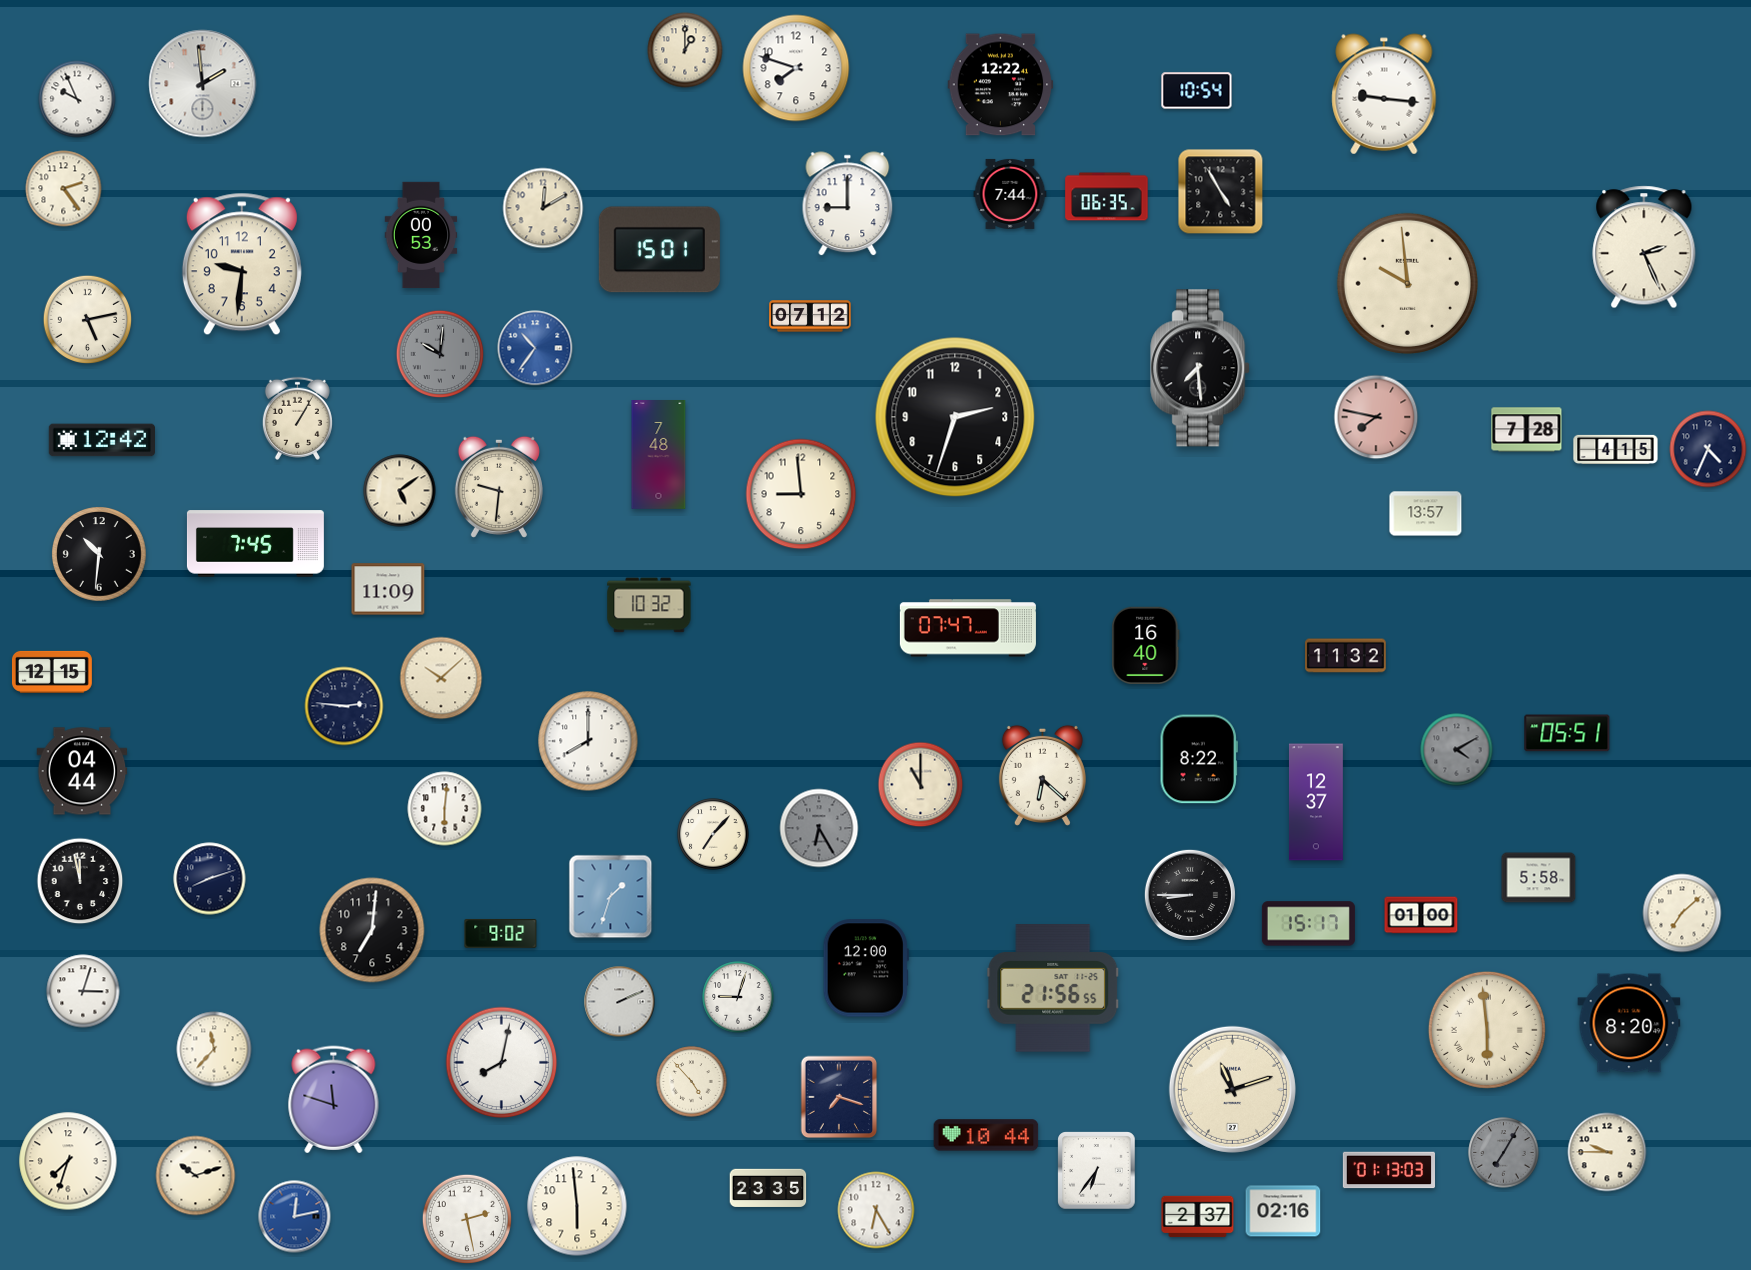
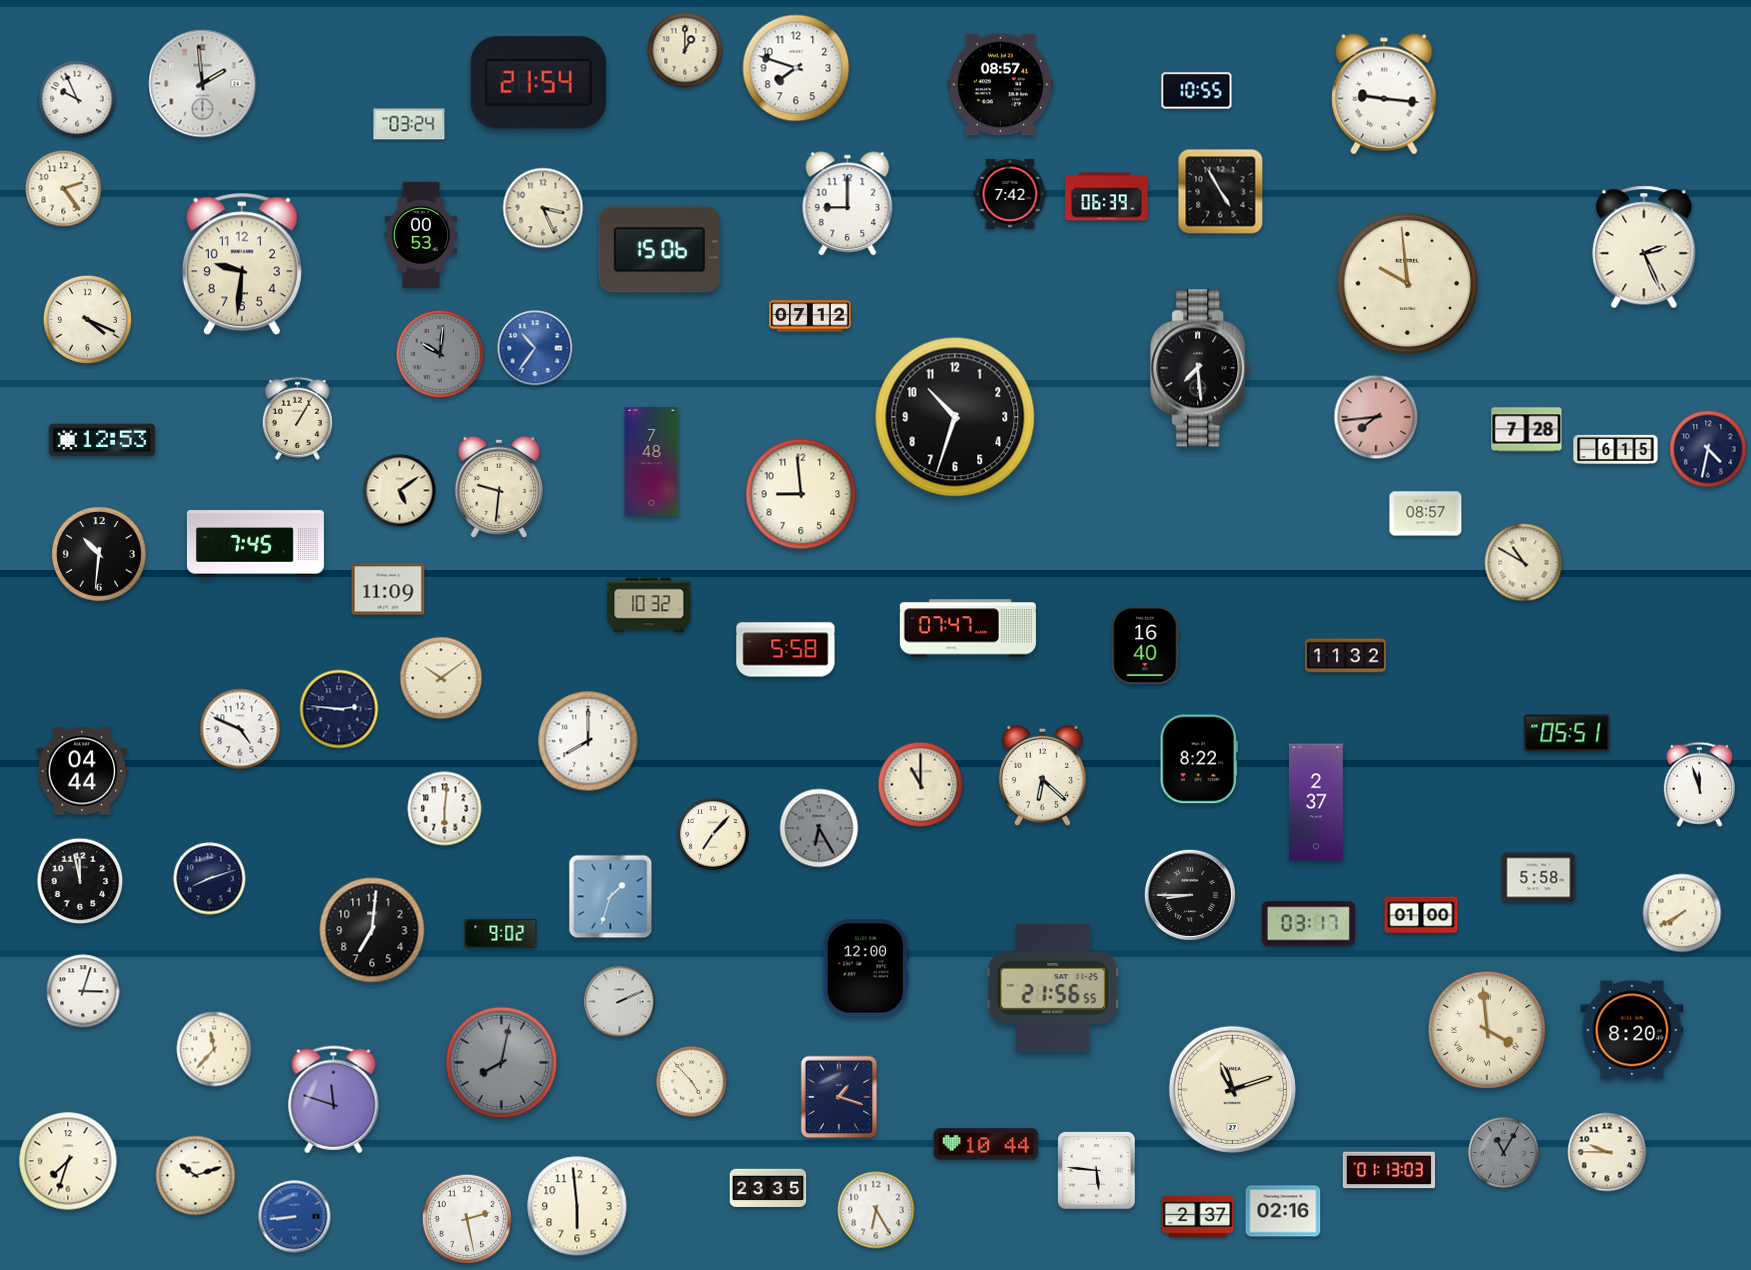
clock at (538, 83): none -> 21:54
clock at (1001, 85): 12:22 -> 08:57
clock at (1197, 91): 10:54 -> 10:55
clock at (409, 124): none -> 03:24
clock at (1010, 194): 7:44 -> 7:42
clock at (1107, 197): 06:35 -> 06:39
clock at (543, 208): 12:10 -> 3:26
clock at (659, 250): 15:01 -> 15:06
clock at (88, 320): 5:13 -> 4:19
clock at (955, 417): 2:33 -> 10:33
clock at (1376, 417): 7:47 -> 7:44
clock at (101, 440): 12:42 -> 12:53
clock at (1616, 449): 4:15 -> 6:15
clock at (1708, 449): 4:34 -> 4:32
clock at (659, 455) position: (659, 455) -> (652, 462)
clock at (1426, 514): 13:57 -> 08:57
clock at (1524, 563): none -> 10:50
clock at (786, 650): none -> 5:58
clock at (52, 672): 12:15 -> none
clock at (441, 678): 10:08 -> 10:09
clock at (344, 706) position: (344, 706) -> (339, 709)
clock at (240, 729): none -> 4:49
clock at (1457, 750): 4:10 -> none
clock at (1699, 784): none -> 11:57
clock at (1316, 802): 12:37 -> 2:37
clock at (1682, 913): 7:08 -> 7:40
clock at (1308, 924): 15:17 -> 03:17
clock at (738, 997): 9:03 -> none
clock at (1629, 1023) position: (1629, 1023) -> (1632, 1030)
clock at (1487, 1030): 5:59 -> 3:59
clock at (502, 1063) dial: white -> grey
clock at (839, 1097): 7:18 -> 1:18
clock at (986, 1135) position: (986, 1135) -> (986, 1144)
clock at (1504, 1153): 7:05 -> 11:05
clock at (1097, 1171): 6:36 -> 5:46
clock at (295, 1217): 12:13 -> 8:44
